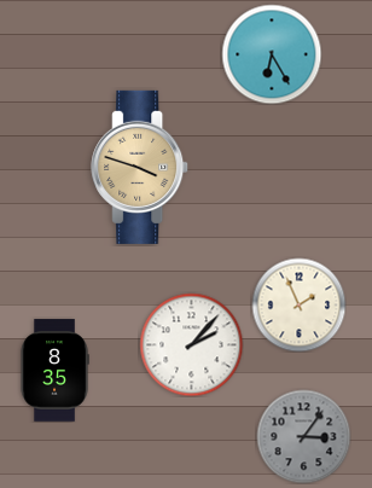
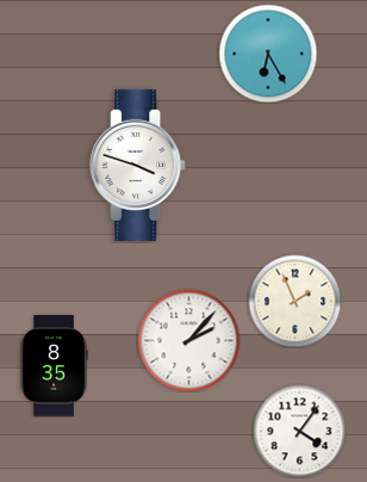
clock at (140, 167) dial: champagne -> white
clock at (303, 436): 3:06 -> 4:06
clock at (303, 436) dial: grey -> white
